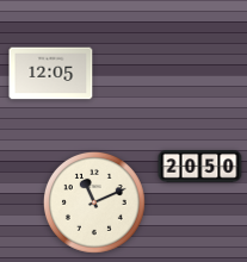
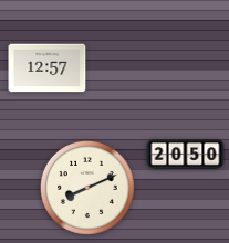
clock at (51, 74): 12:05 -> 12:57
clock at (94, 202): 11:11 -> 8:11
